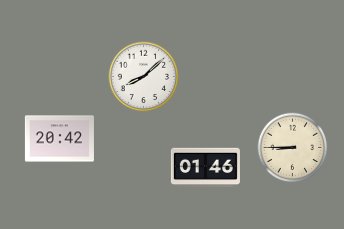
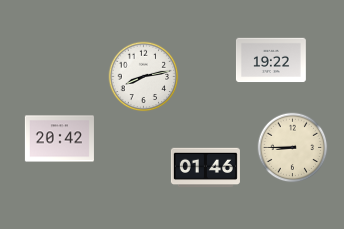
clock at (271, 60): none -> 19:22
clock at (144, 77): 8:08 -> 8:13
